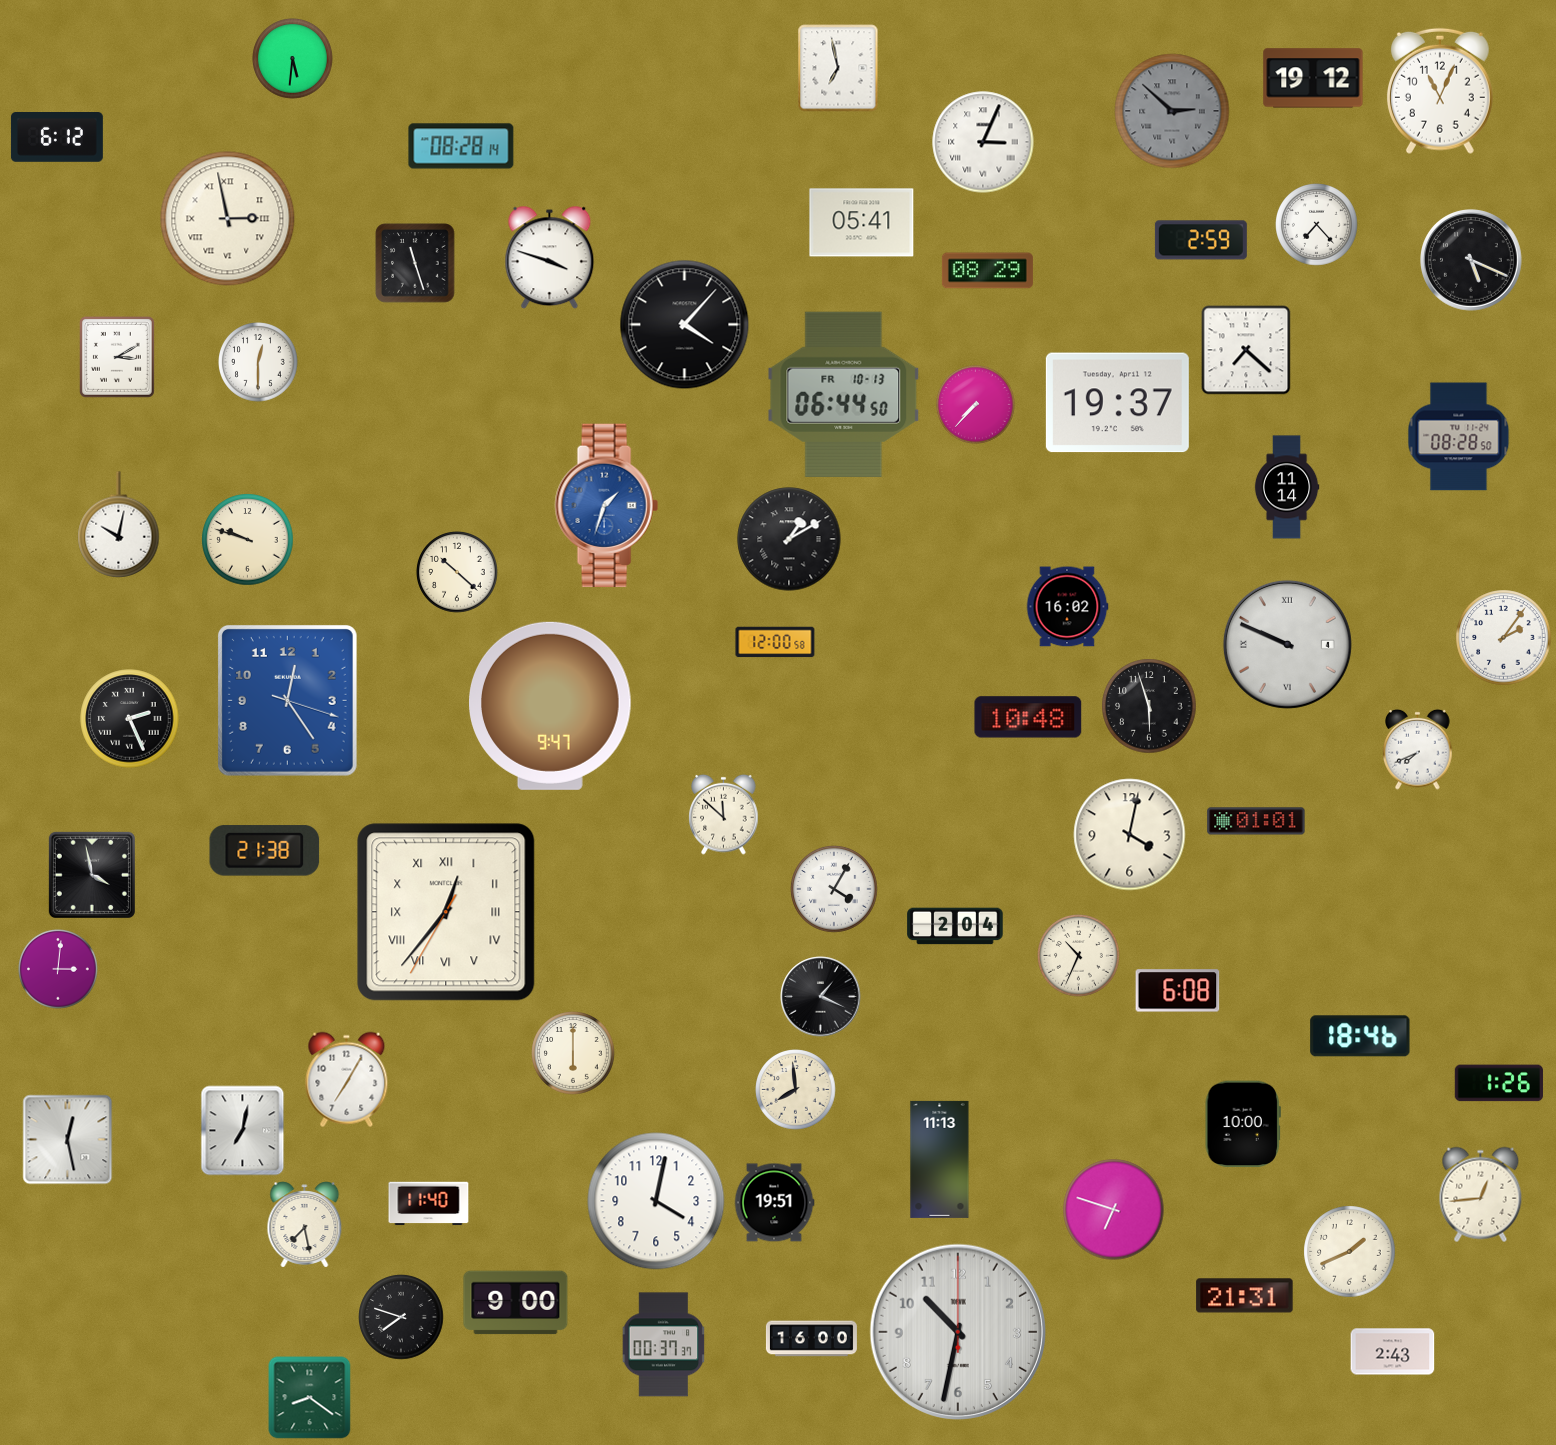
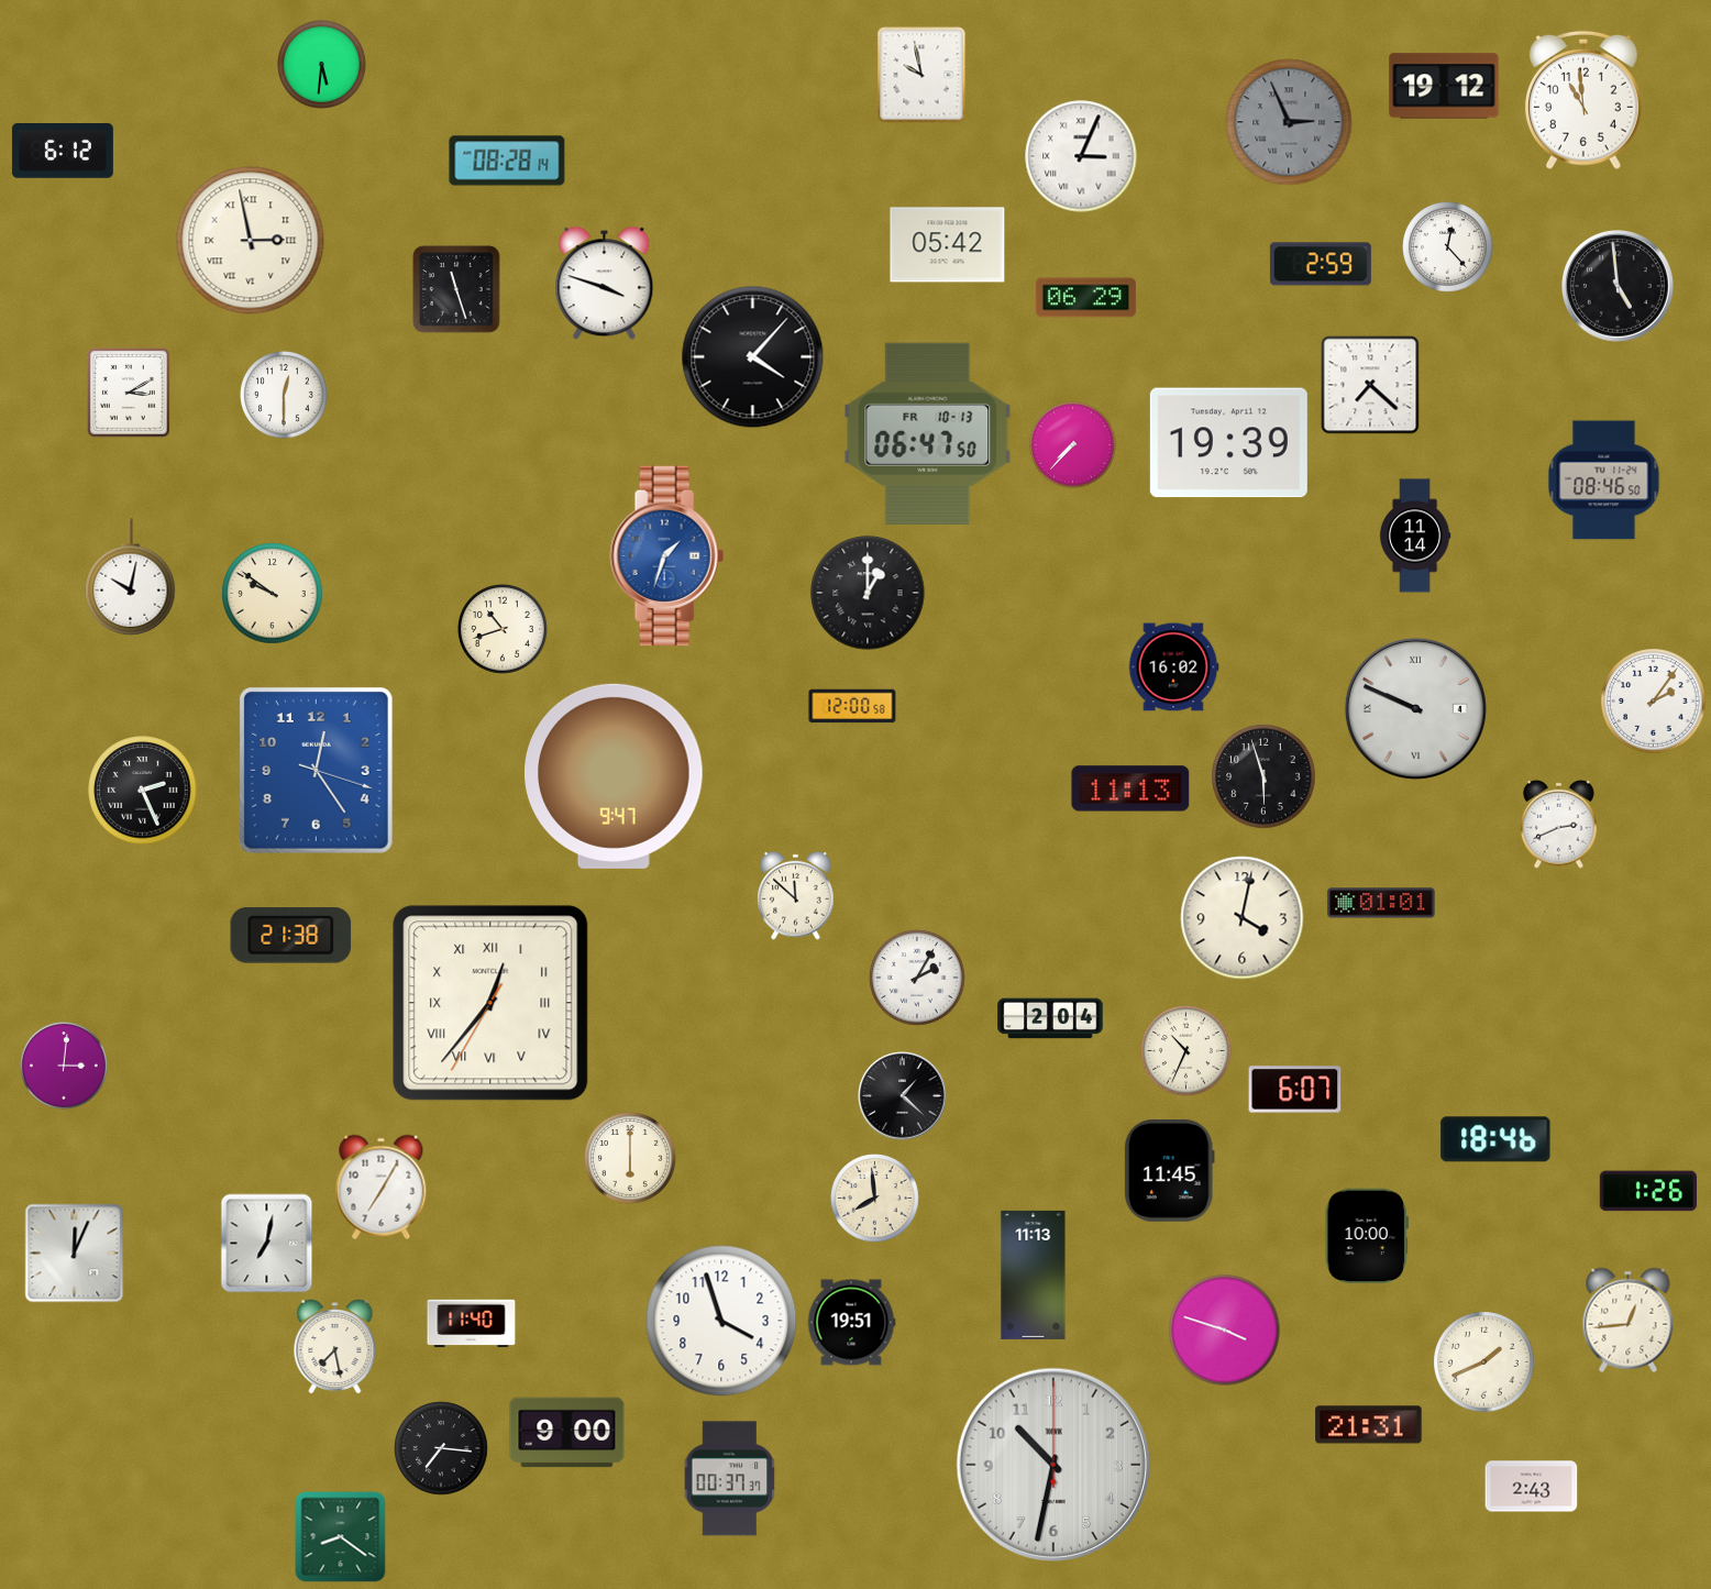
clock at (838, 68): 6:58 -> 9:58
clock at (1440, 91): 11:04 -> 10:59
clock at (1172, 111): 2:52 -> 2:56
clock at (862, 223): 05:41 -> 05:42
clock at (1317, 225): 7:23 -> 12:23
clock at (1472, 261): 5:19 -> 4:59
clock at (987, 271): 08:29 -> 06:29
clock at (259, 363) position: (259, 363) -> (285, 396)
clock at (844, 394): 06:44 -> 06:47
clock at (1117, 403): 19:37 -> 19:39
clock at (1459, 437): 08:28 -> 08:46
clock at (789, 539): 1:10 -> 1:00
clock at (248, 540): 9:48 -> 9:51
clock at (457, 572): 10:22 -> 10:42
clock at (550, 706) position: (550, 706) -> (614, 776)
clock at (1028, 717): 10:48 -> 11:13
clock at (1418, 749): 7:41 -> 2:41
clock at (92, 875): 3:58 -> none
clock at (834, 889): 4:05 -> 2:05
clock at (1178, 991): 6:08 -> 6:07
clock at (821, 997): 1:19 -> 1:22
clock at (1169, 1170): none -> 11:45
clock at (68, 1140): 12:28 -> 12:04
clock at (1481, 1195) position: (1481, 1195) -> (1629, 1321)
clock at (656, 1201): 4:02 -> 3:57
clock at (1114, 1210): 6:48 -> 3:48
clock at (1350, 1252) position: (1350, 1252) -> (1484, 1362)
clock at (401, 1317): 7:48 -> 7:16
clock at (811, 1339): 16:00 -> none
